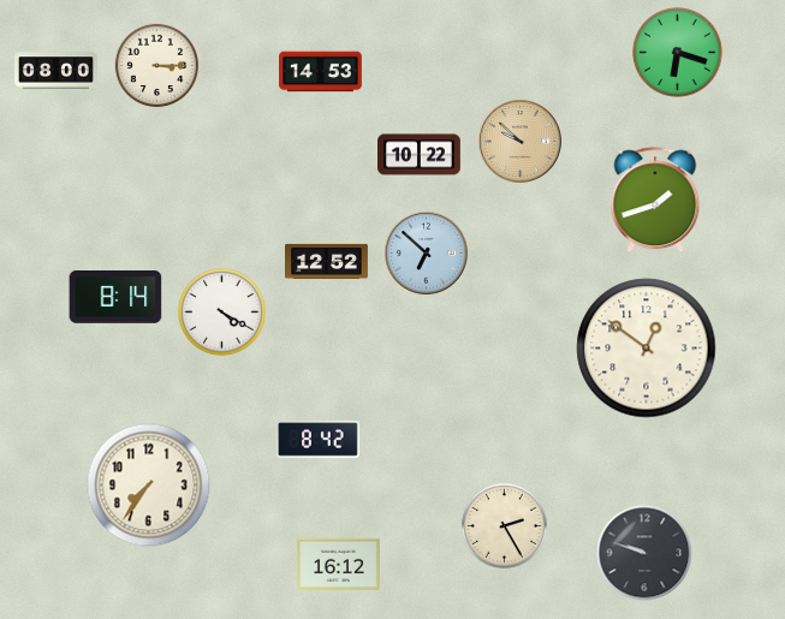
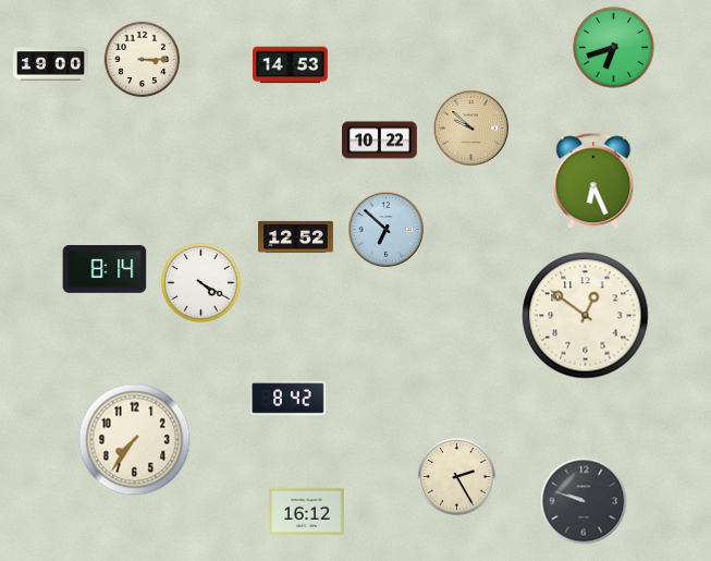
clock at (678, 53): 6:18 -> 6:42
clock at (57, 71): 08:00 -> 19:00
clock at (655, 201): 1:42 -> 6:26
